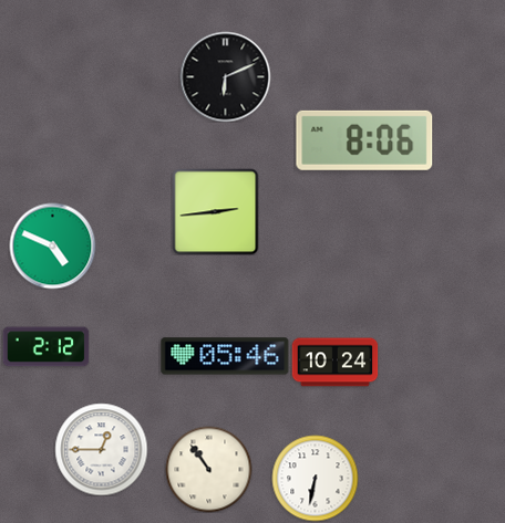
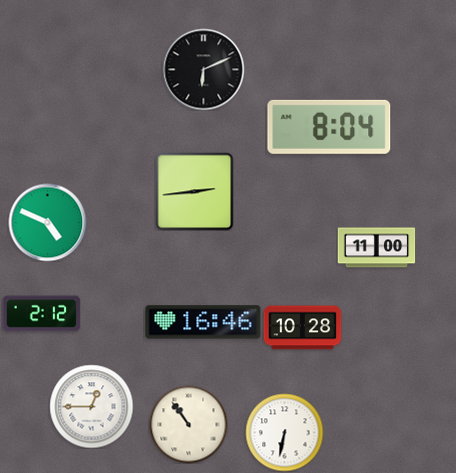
clock at (364, 140): 8:06 -> 8:04
clock at (376, 248): none -> 11:00
clock at (225, 356): 05:46 -> 16:46
clock at (334, 363): 10:24 -> 10:28
